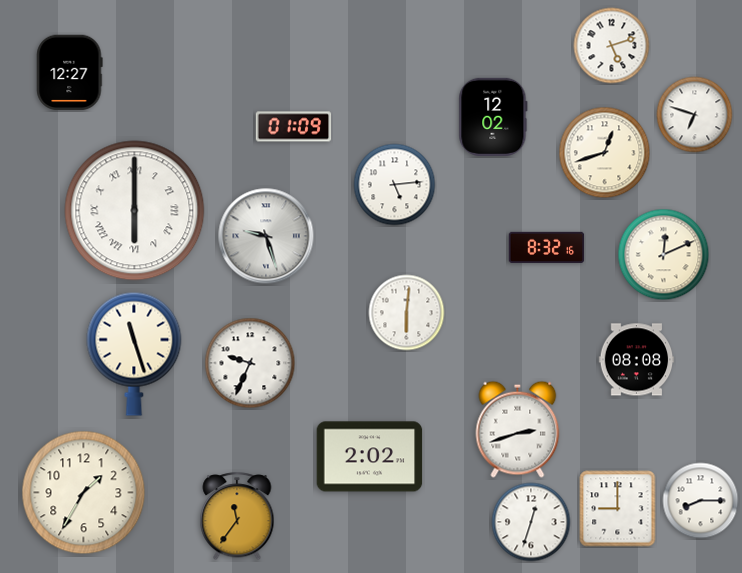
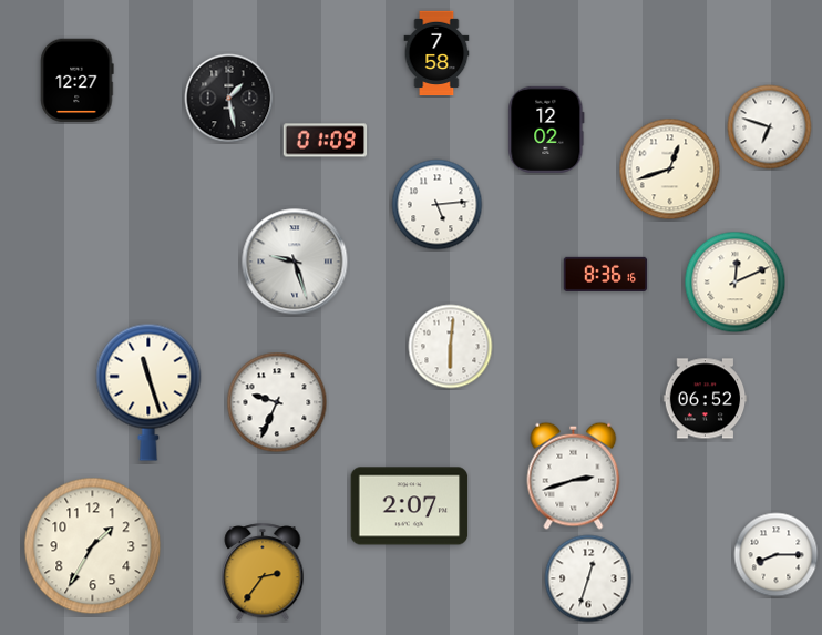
clock at (612, 46): 5:12 -> none
clock at (436, 53): none -> 7:58
clock at (229, 99): none -> 1:28
clock at (135, 211): 6:00 -> none
clock at (547, 247): 8:32 -> 8:36
clock at (637, 360): 08:08 -> 06:52
clock at (370, 457): 2:02 -> 2:07
clock at (618, 509): 9:00 -> none
clock at (237, 517): 11:36 -> 2:36
